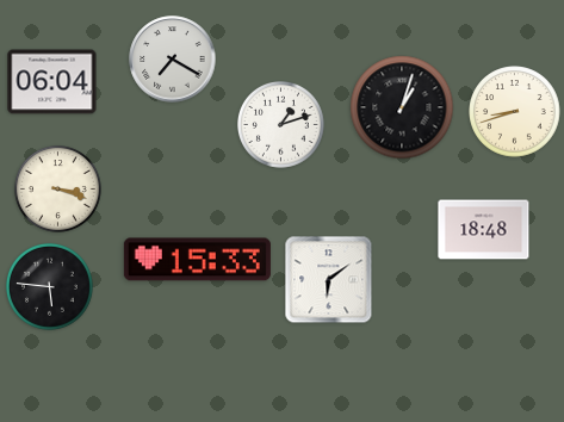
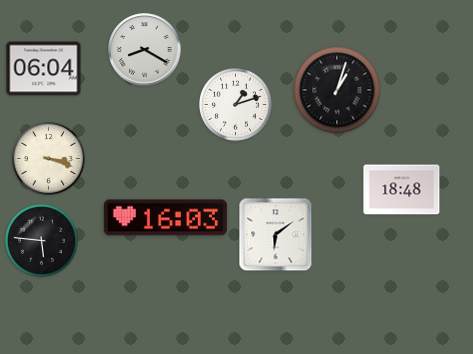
clock at (173, 60): 7:20 -> 8:20
clock at (515, 112): 8:42 -> none
clock at (484, 230) position: (484, 230) -> (402, 190)
clock at (197, 260): 15:33 -> 16:03
